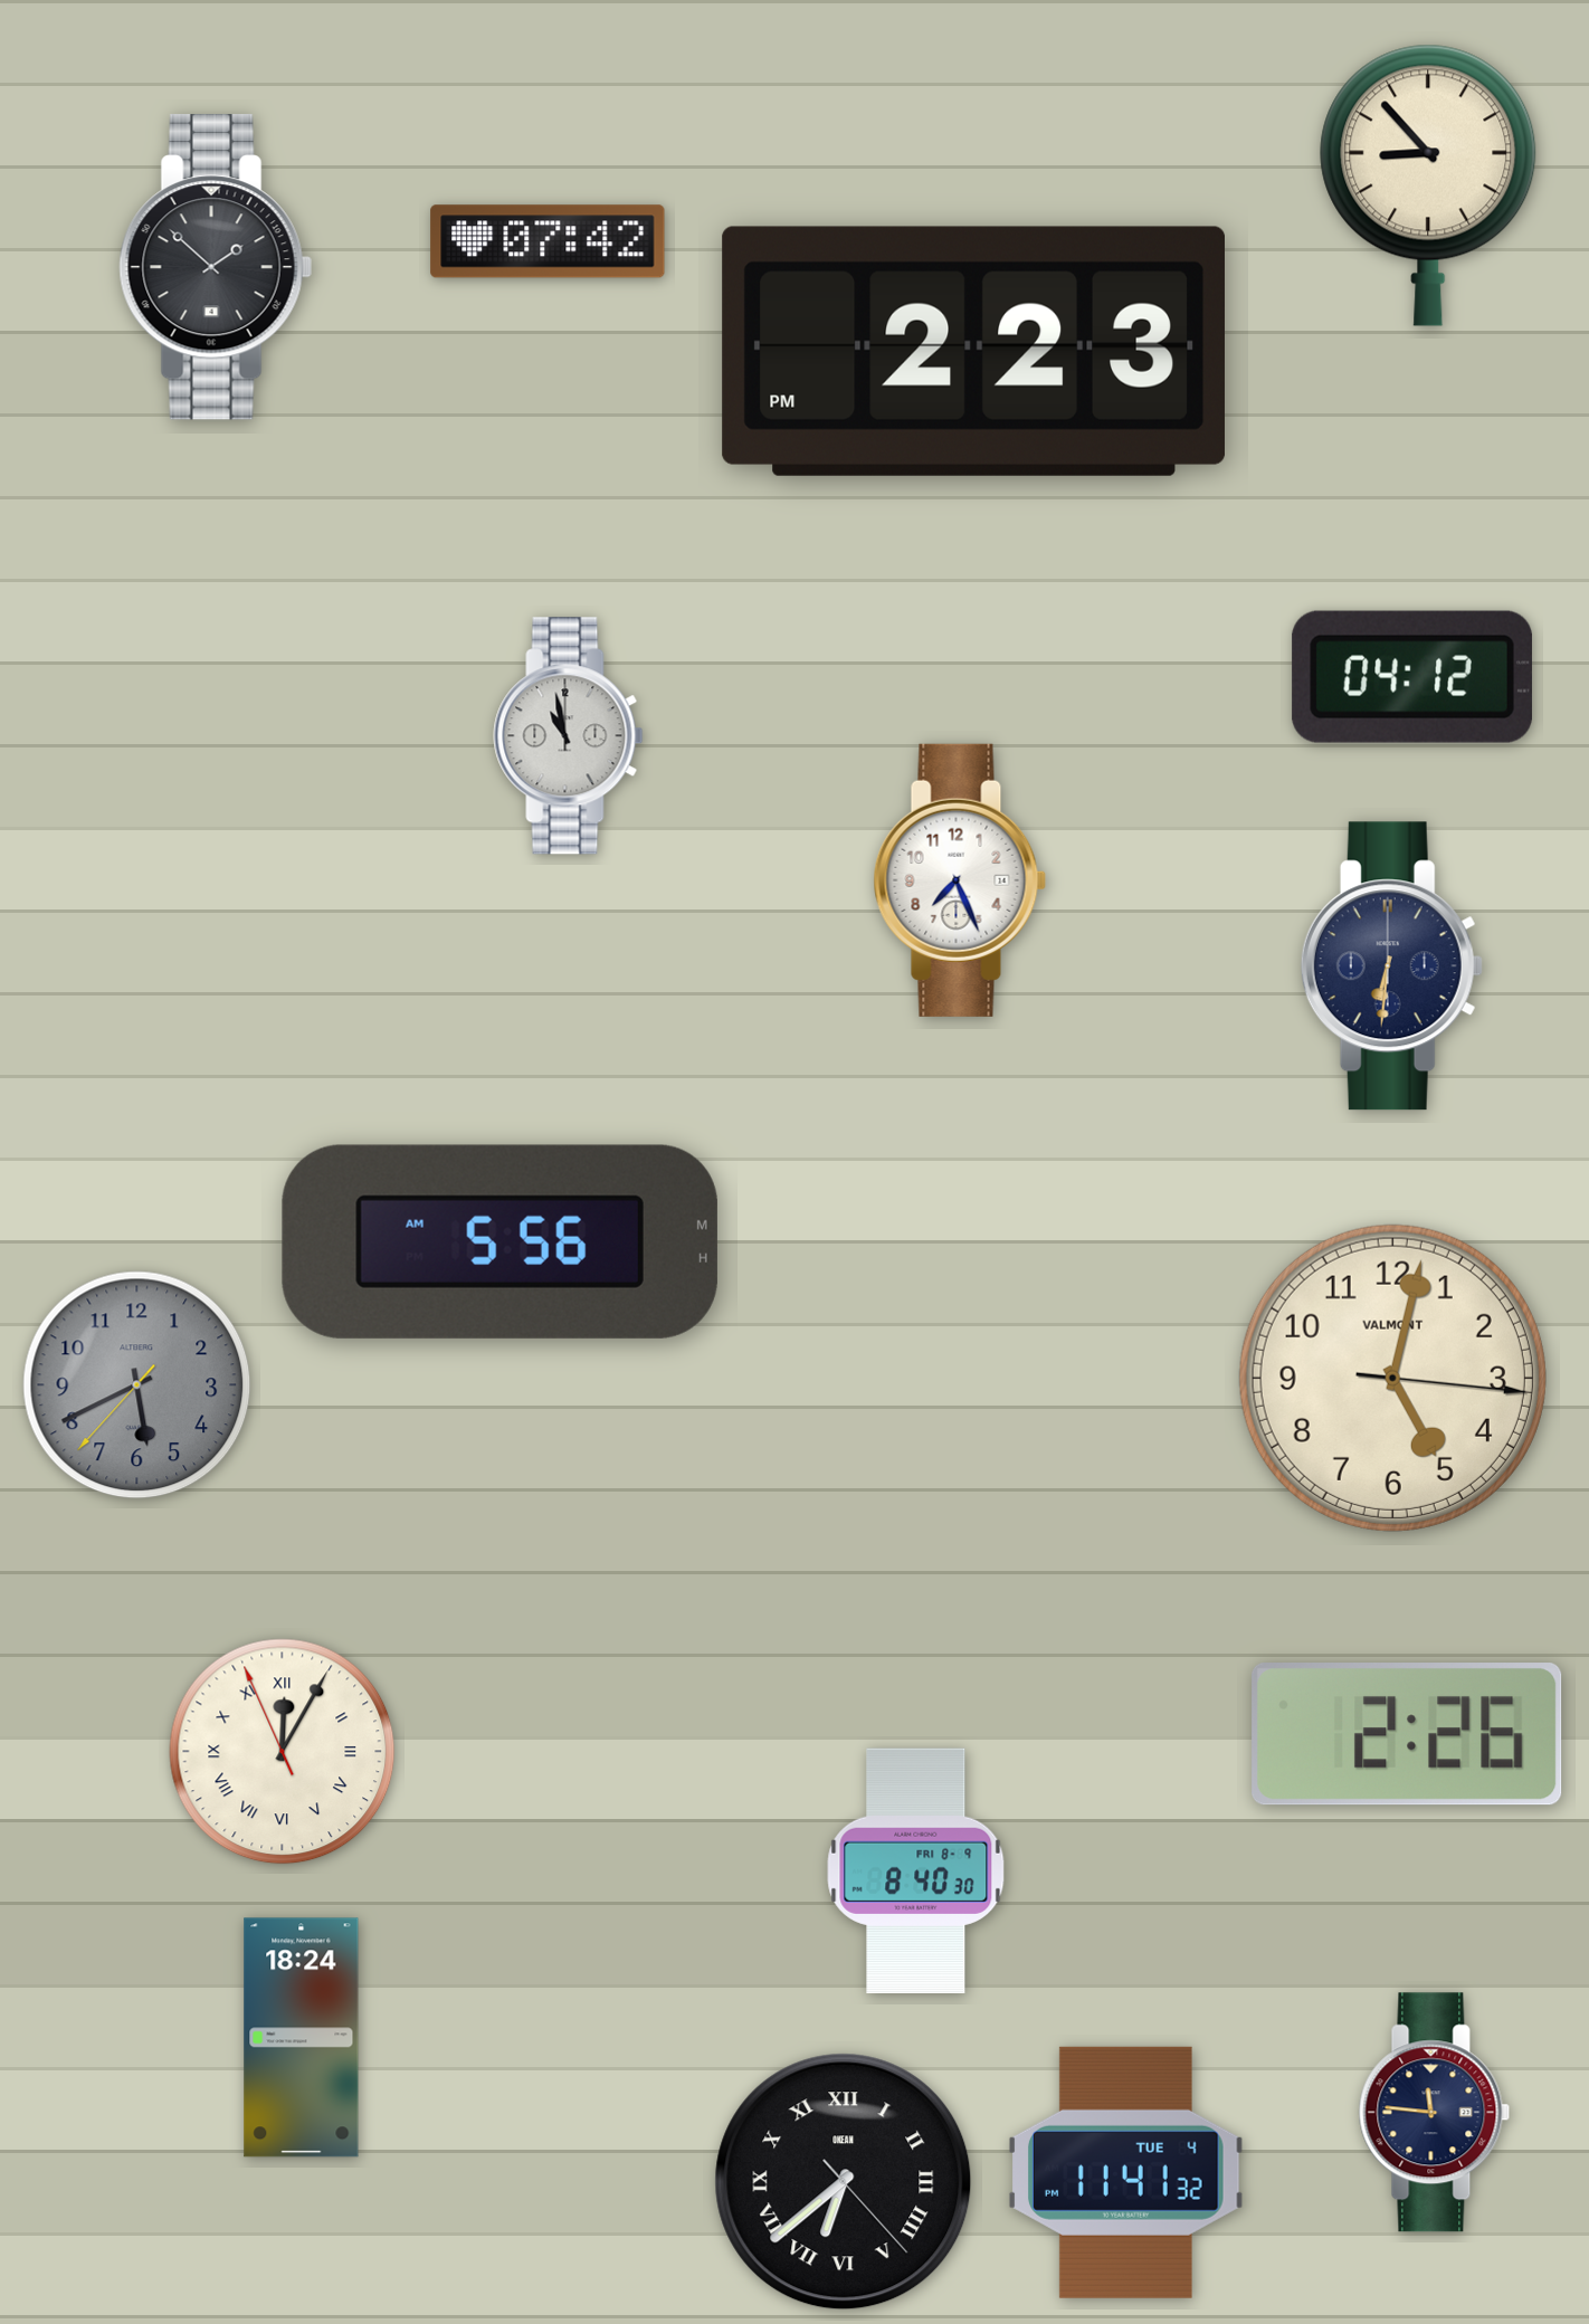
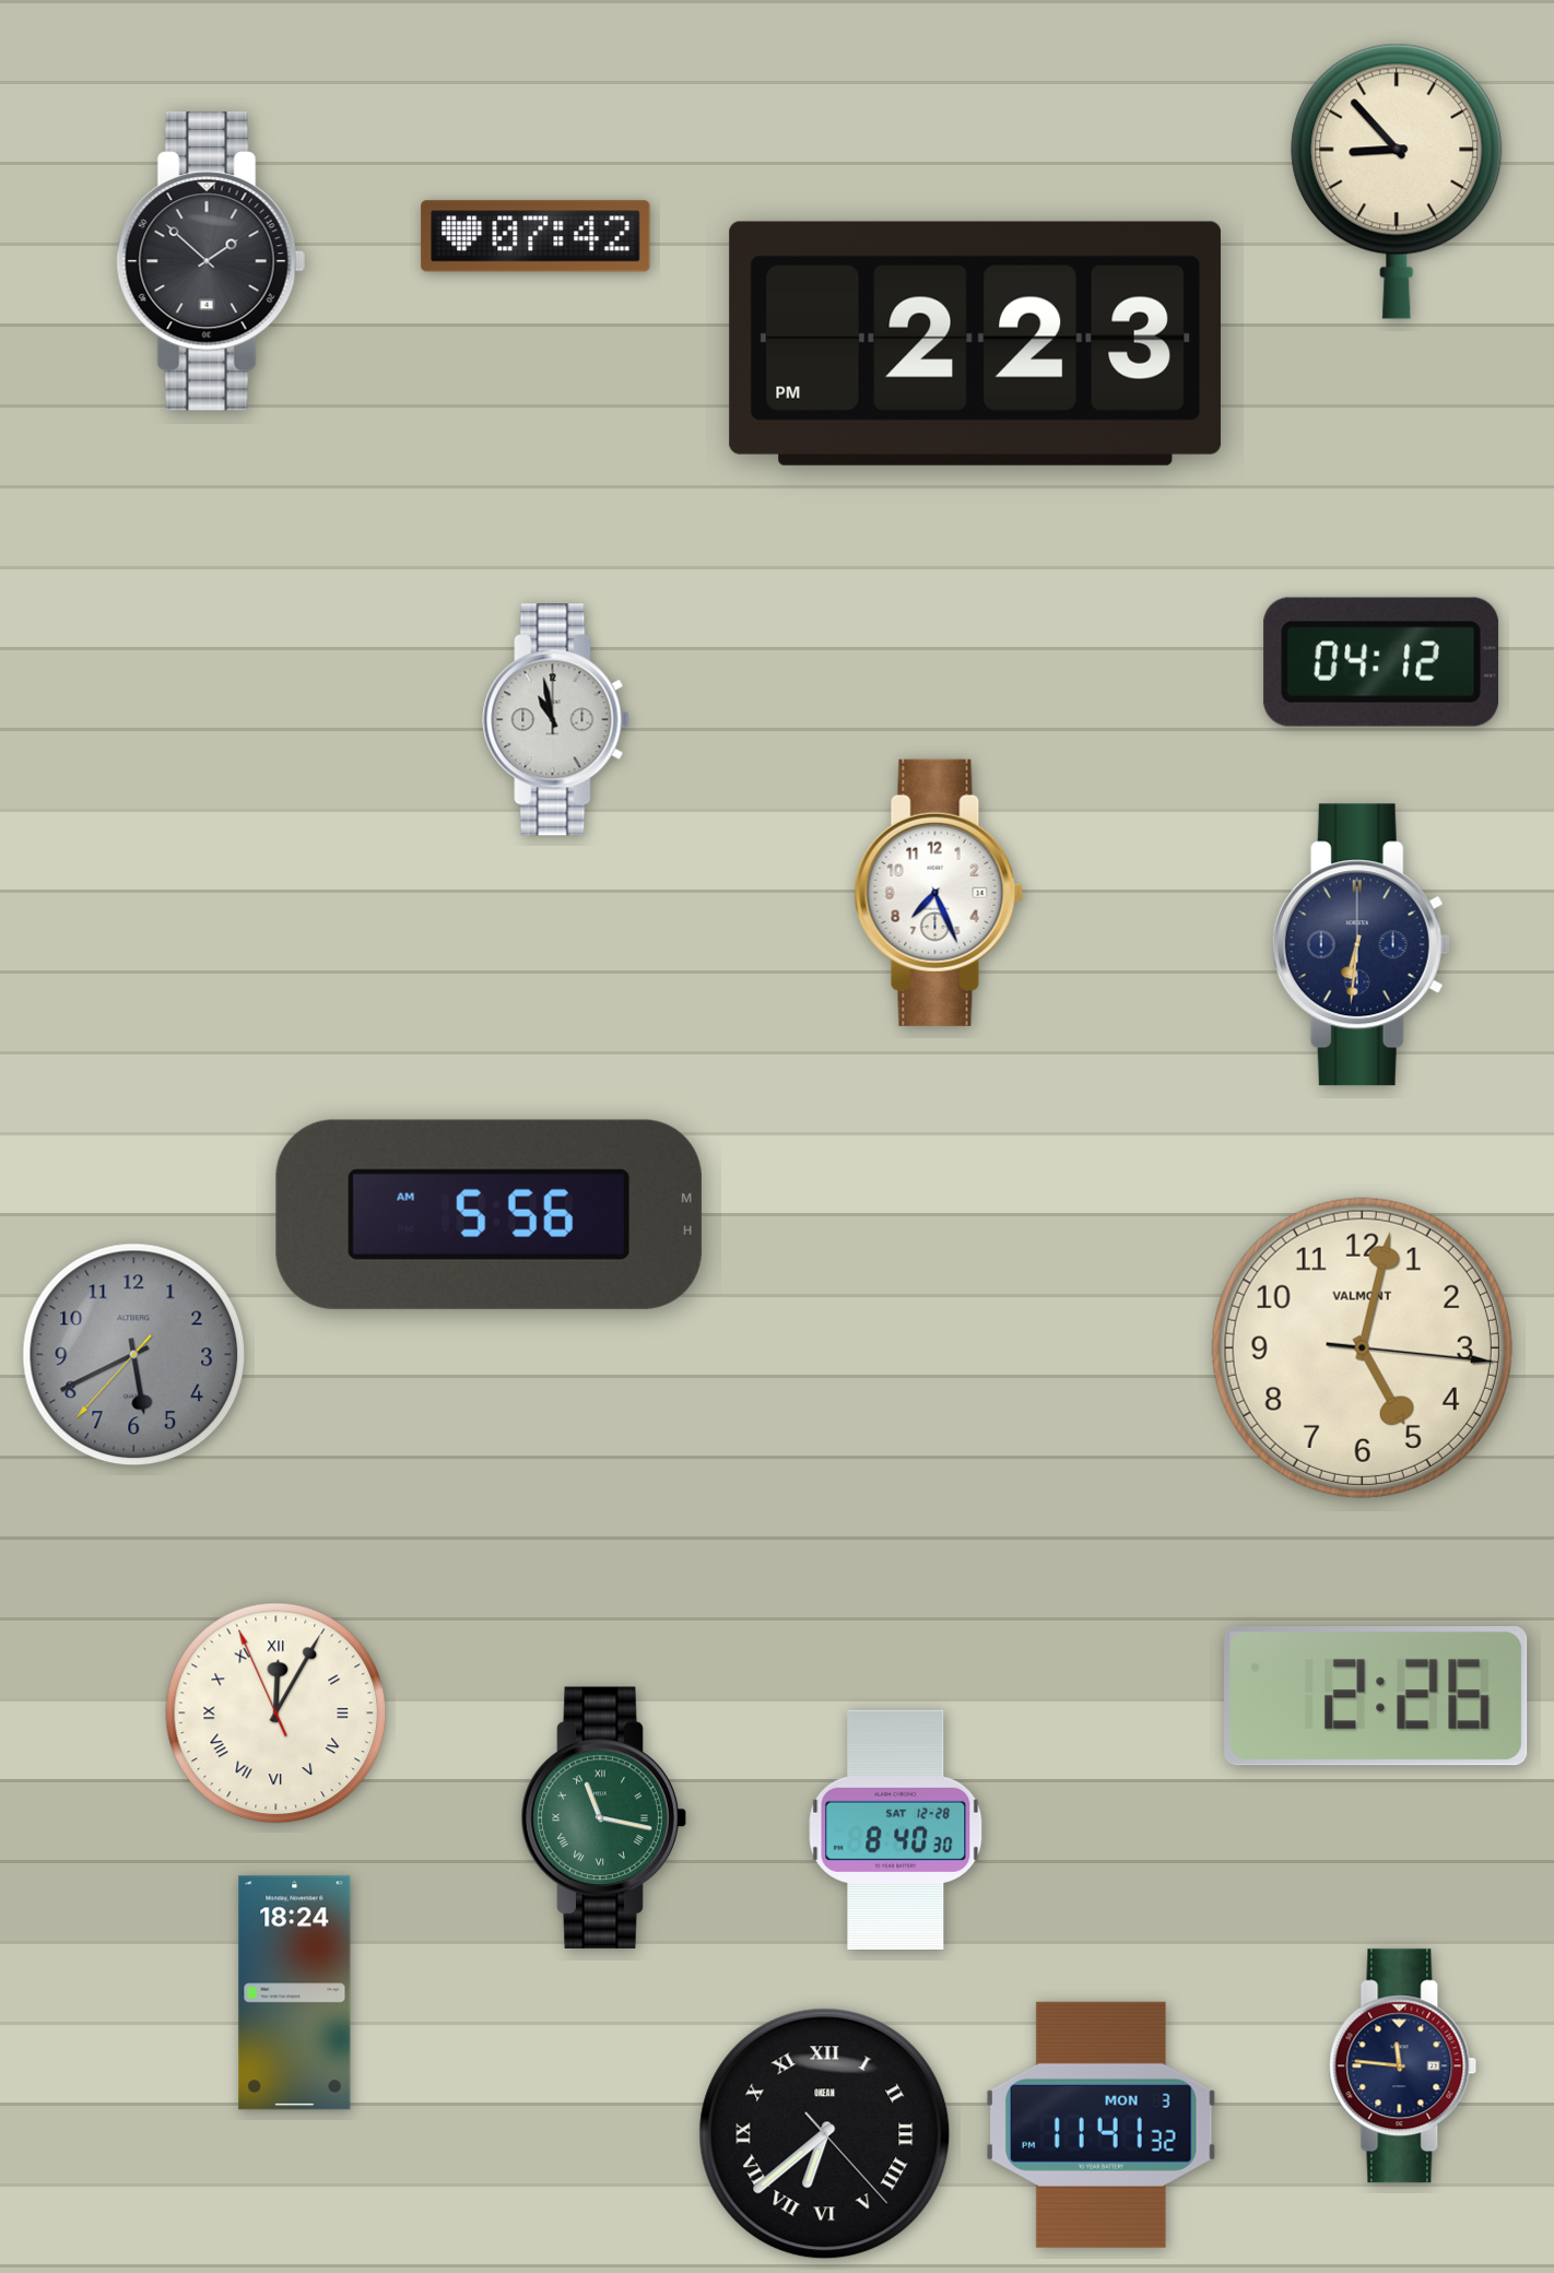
clock at (973, 351) position: (973, 351) -> (975, 343)
clock at (960, 880) position: (960, 880) -> (939, 893)
clock at (603, 1818): none -> 11:17
clock at (916, 1870) date: FRI 8-9 -> SAT 12-28
clock at (1125, 2172) date: TUE 4 -> MON 3
